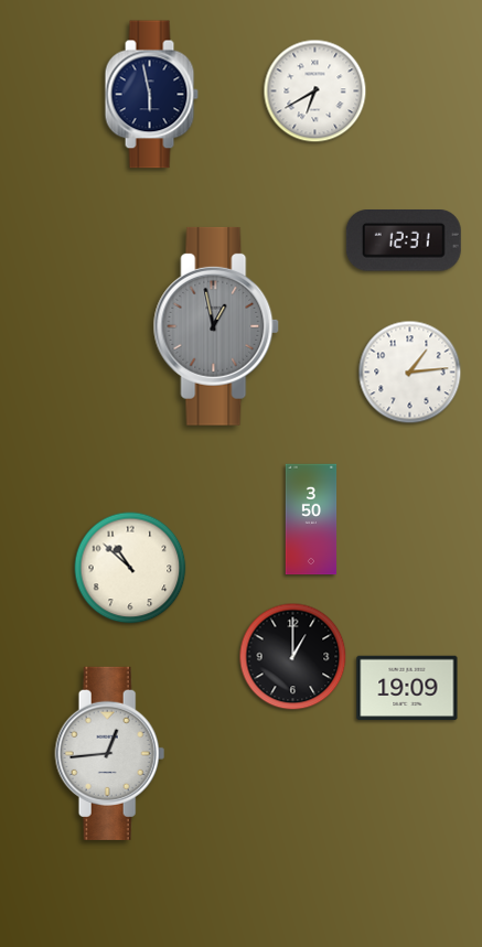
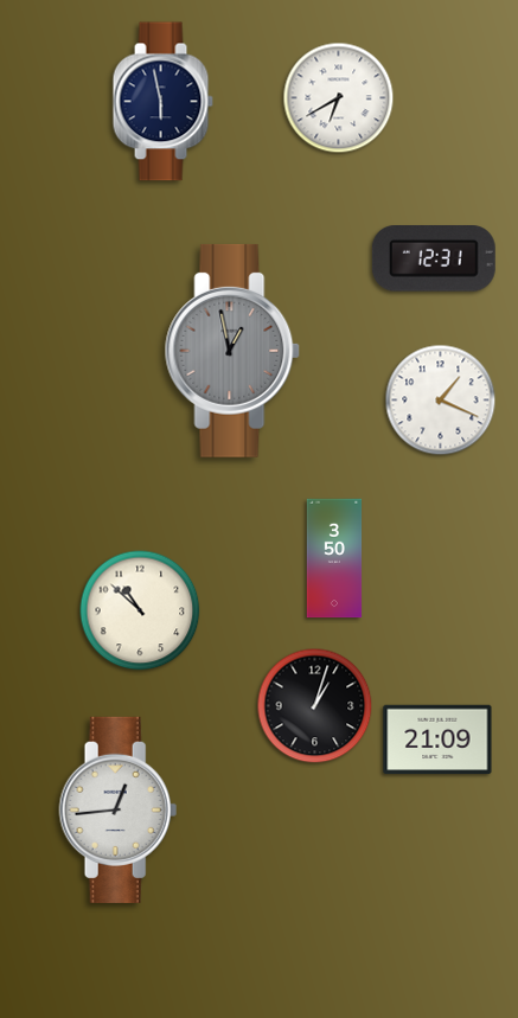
clock at (410, 373): 1:14 -> 1:19
clock at (293, 657): 1:00 -> 1:03
clock at (407, 688): 19:09 -> 21:09
